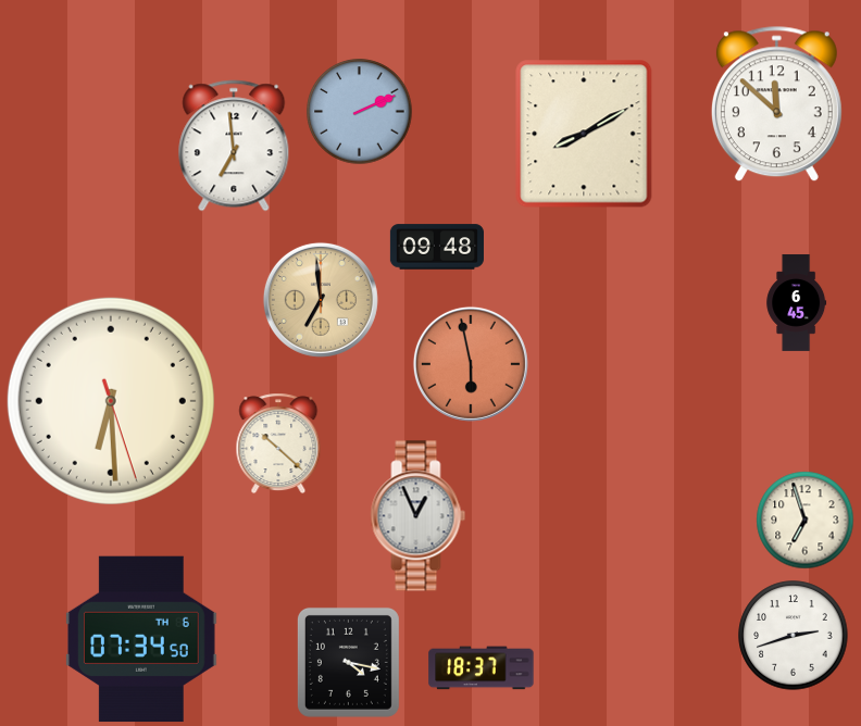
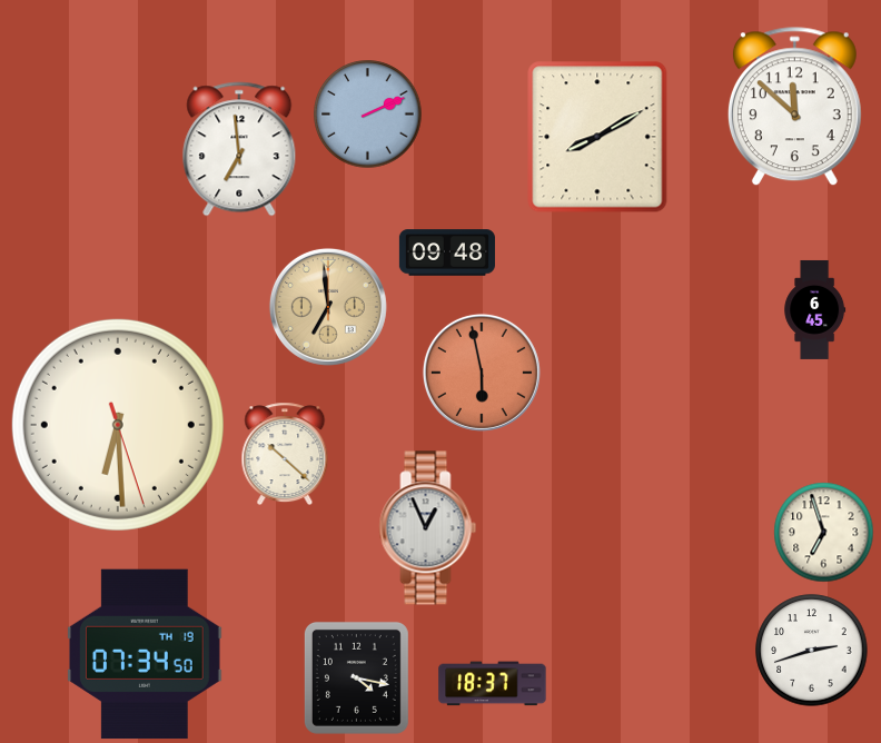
clock at (111, 401) position: (111, 401) -> (118, 425)
clock at (141, 639) date: TH 6 -> TH 19
